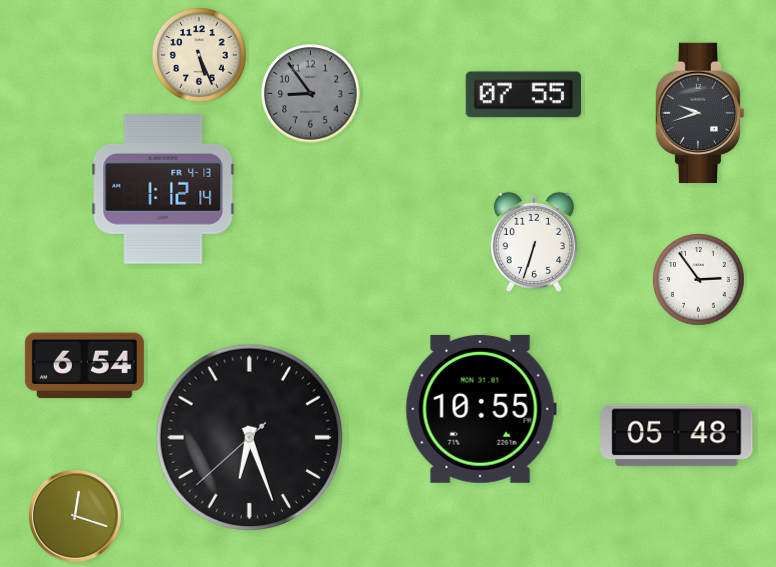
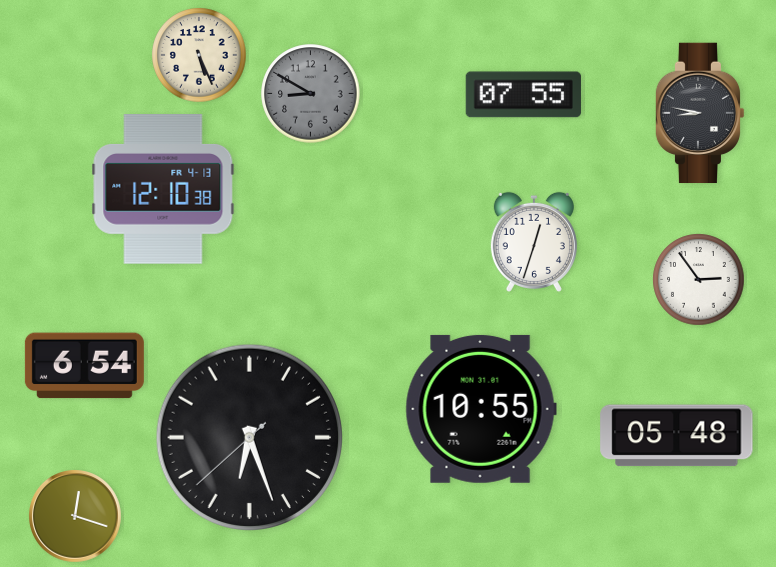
clock at (311, 94): 8:54 -> 8:50
clock at (700, 113): 9:42 -> 8:47
clock at (163, 189): 1:12 -> 12:10
clock at (534, 242): 6:33 -> 12:33
